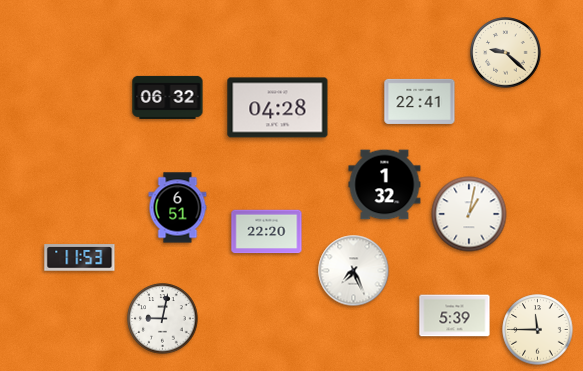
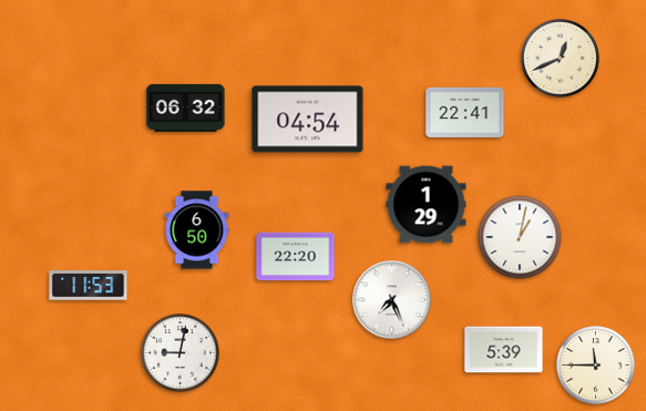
clock at (506, 53): 9:22 -> 12:41
clock at (278, 108): 04:28 -> 04:54
clock at (385, 185): 1:32 -> 1:29
clock at (178, 208): 6:51 -> 6:50
